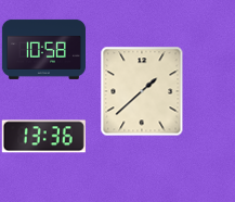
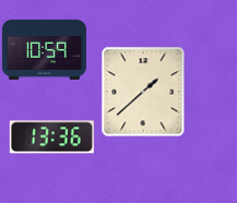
clock at (43, 49): 10:58 -> 10:59
clock at (43, 137) position: (43, 137) -> (51, 138)
